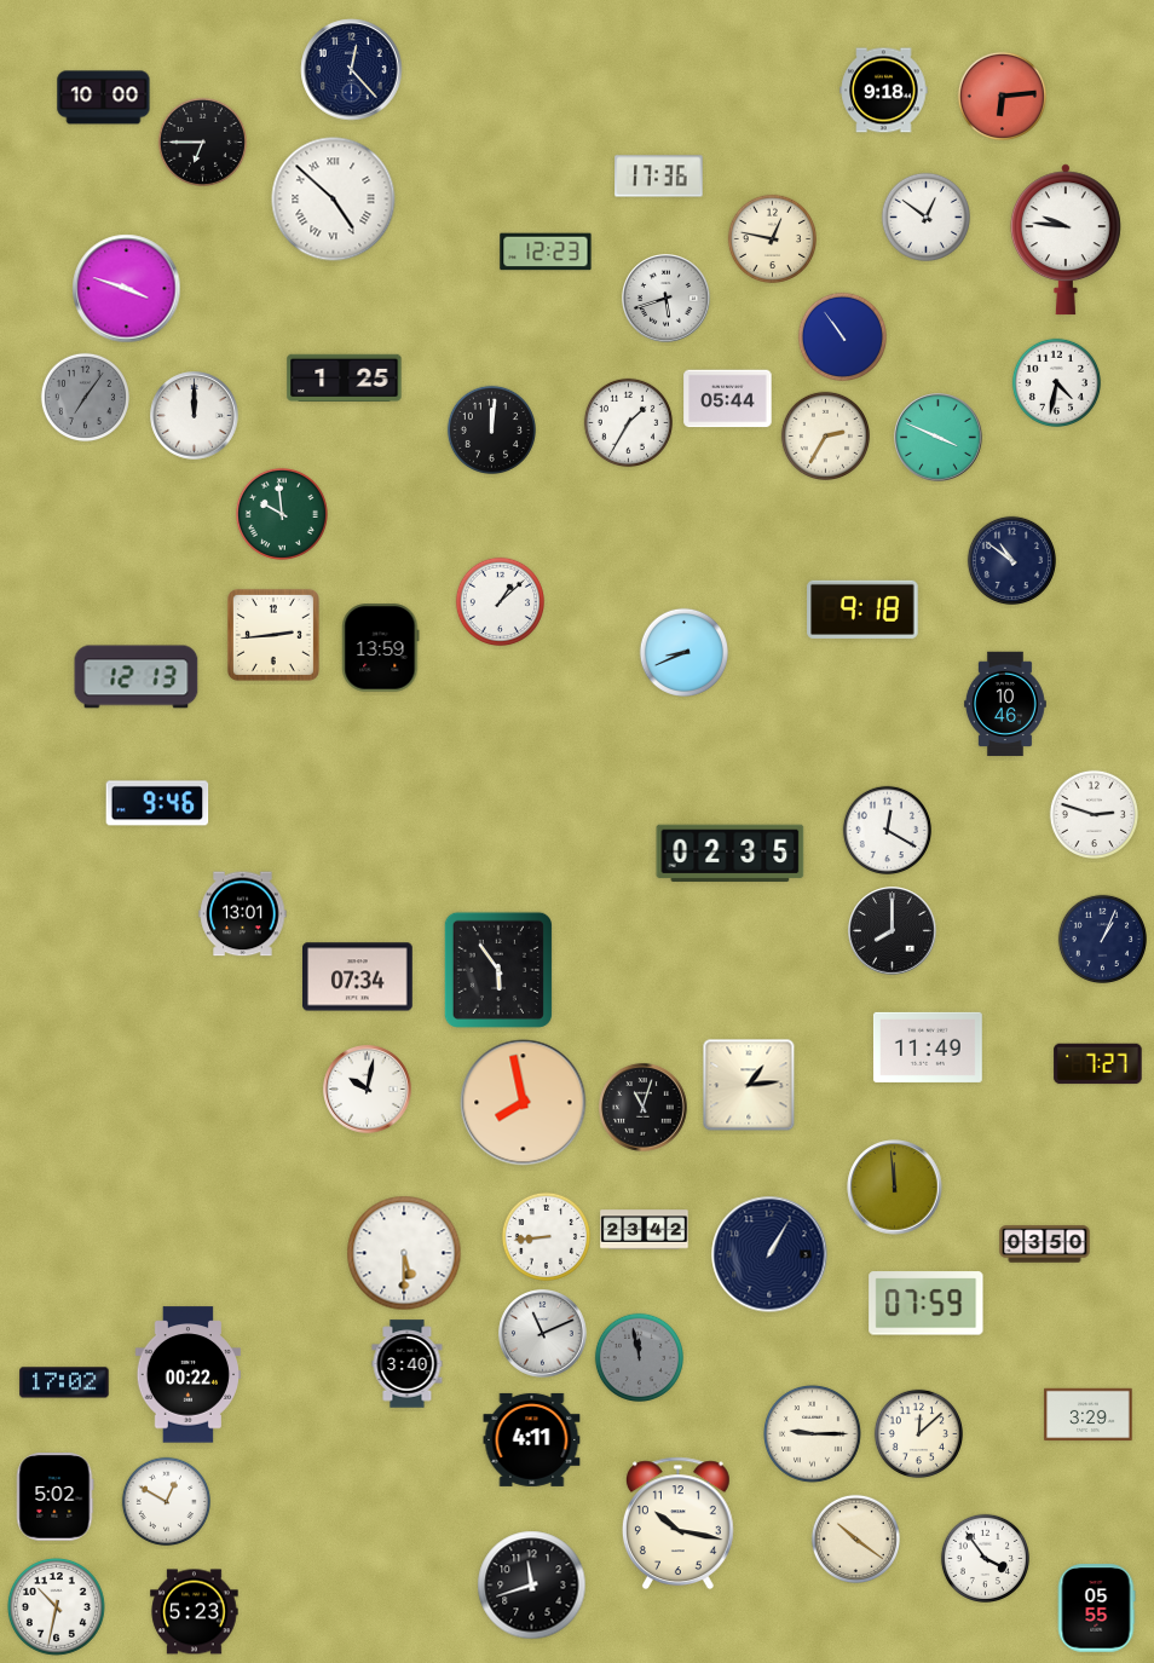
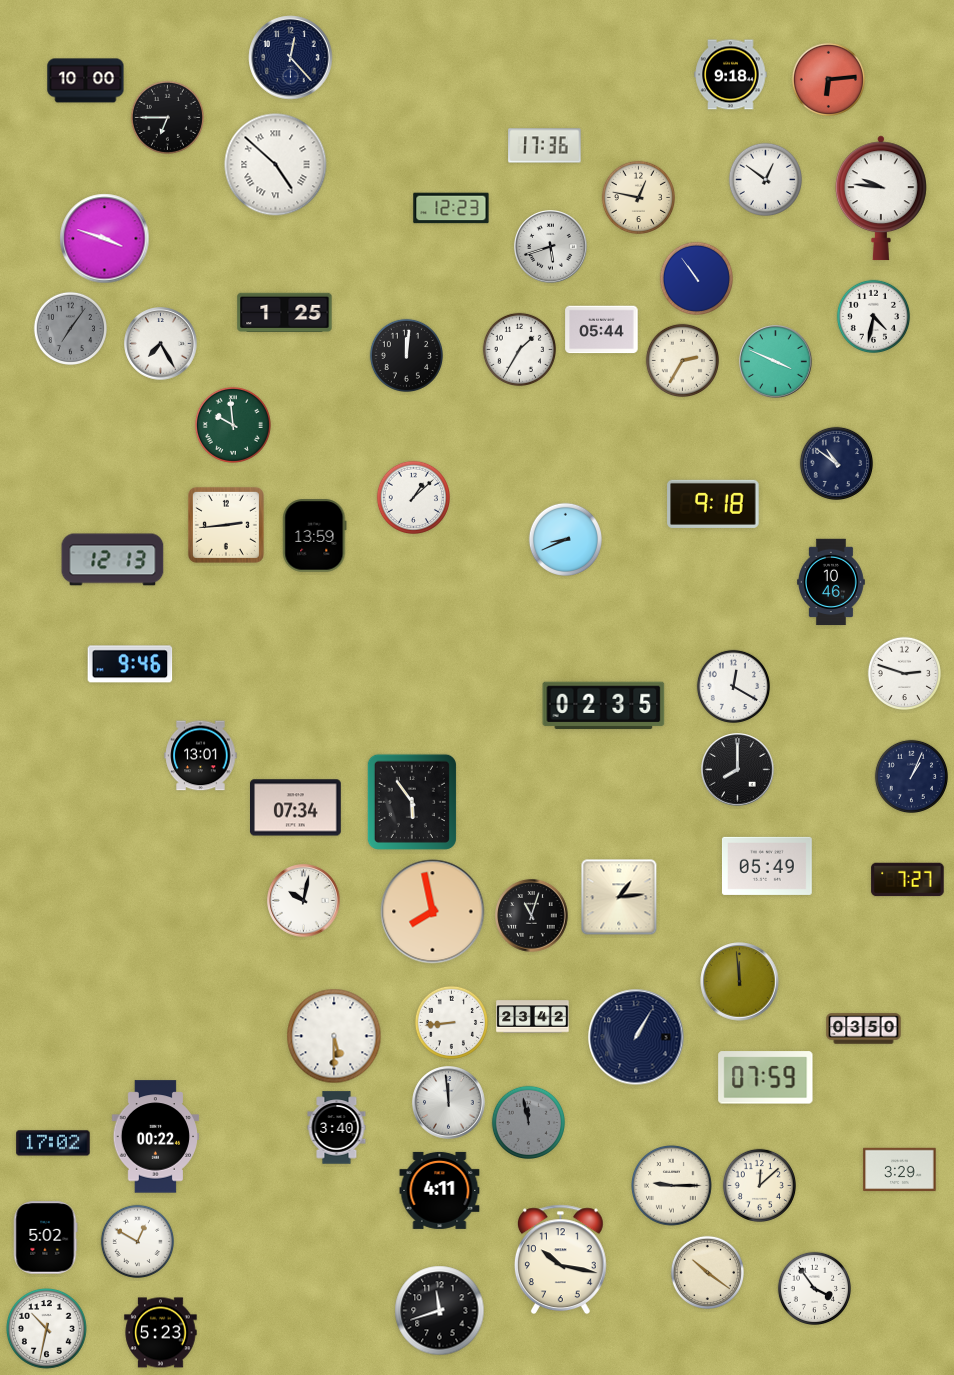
clock at (195, 416): 12:00 -> 7:25
clock at (928, 1047): 11:49 -> 05:49
clock at (543, 1334): 11:11 -> 11:59
clock at (1096, 1609): 05:55 -> none
